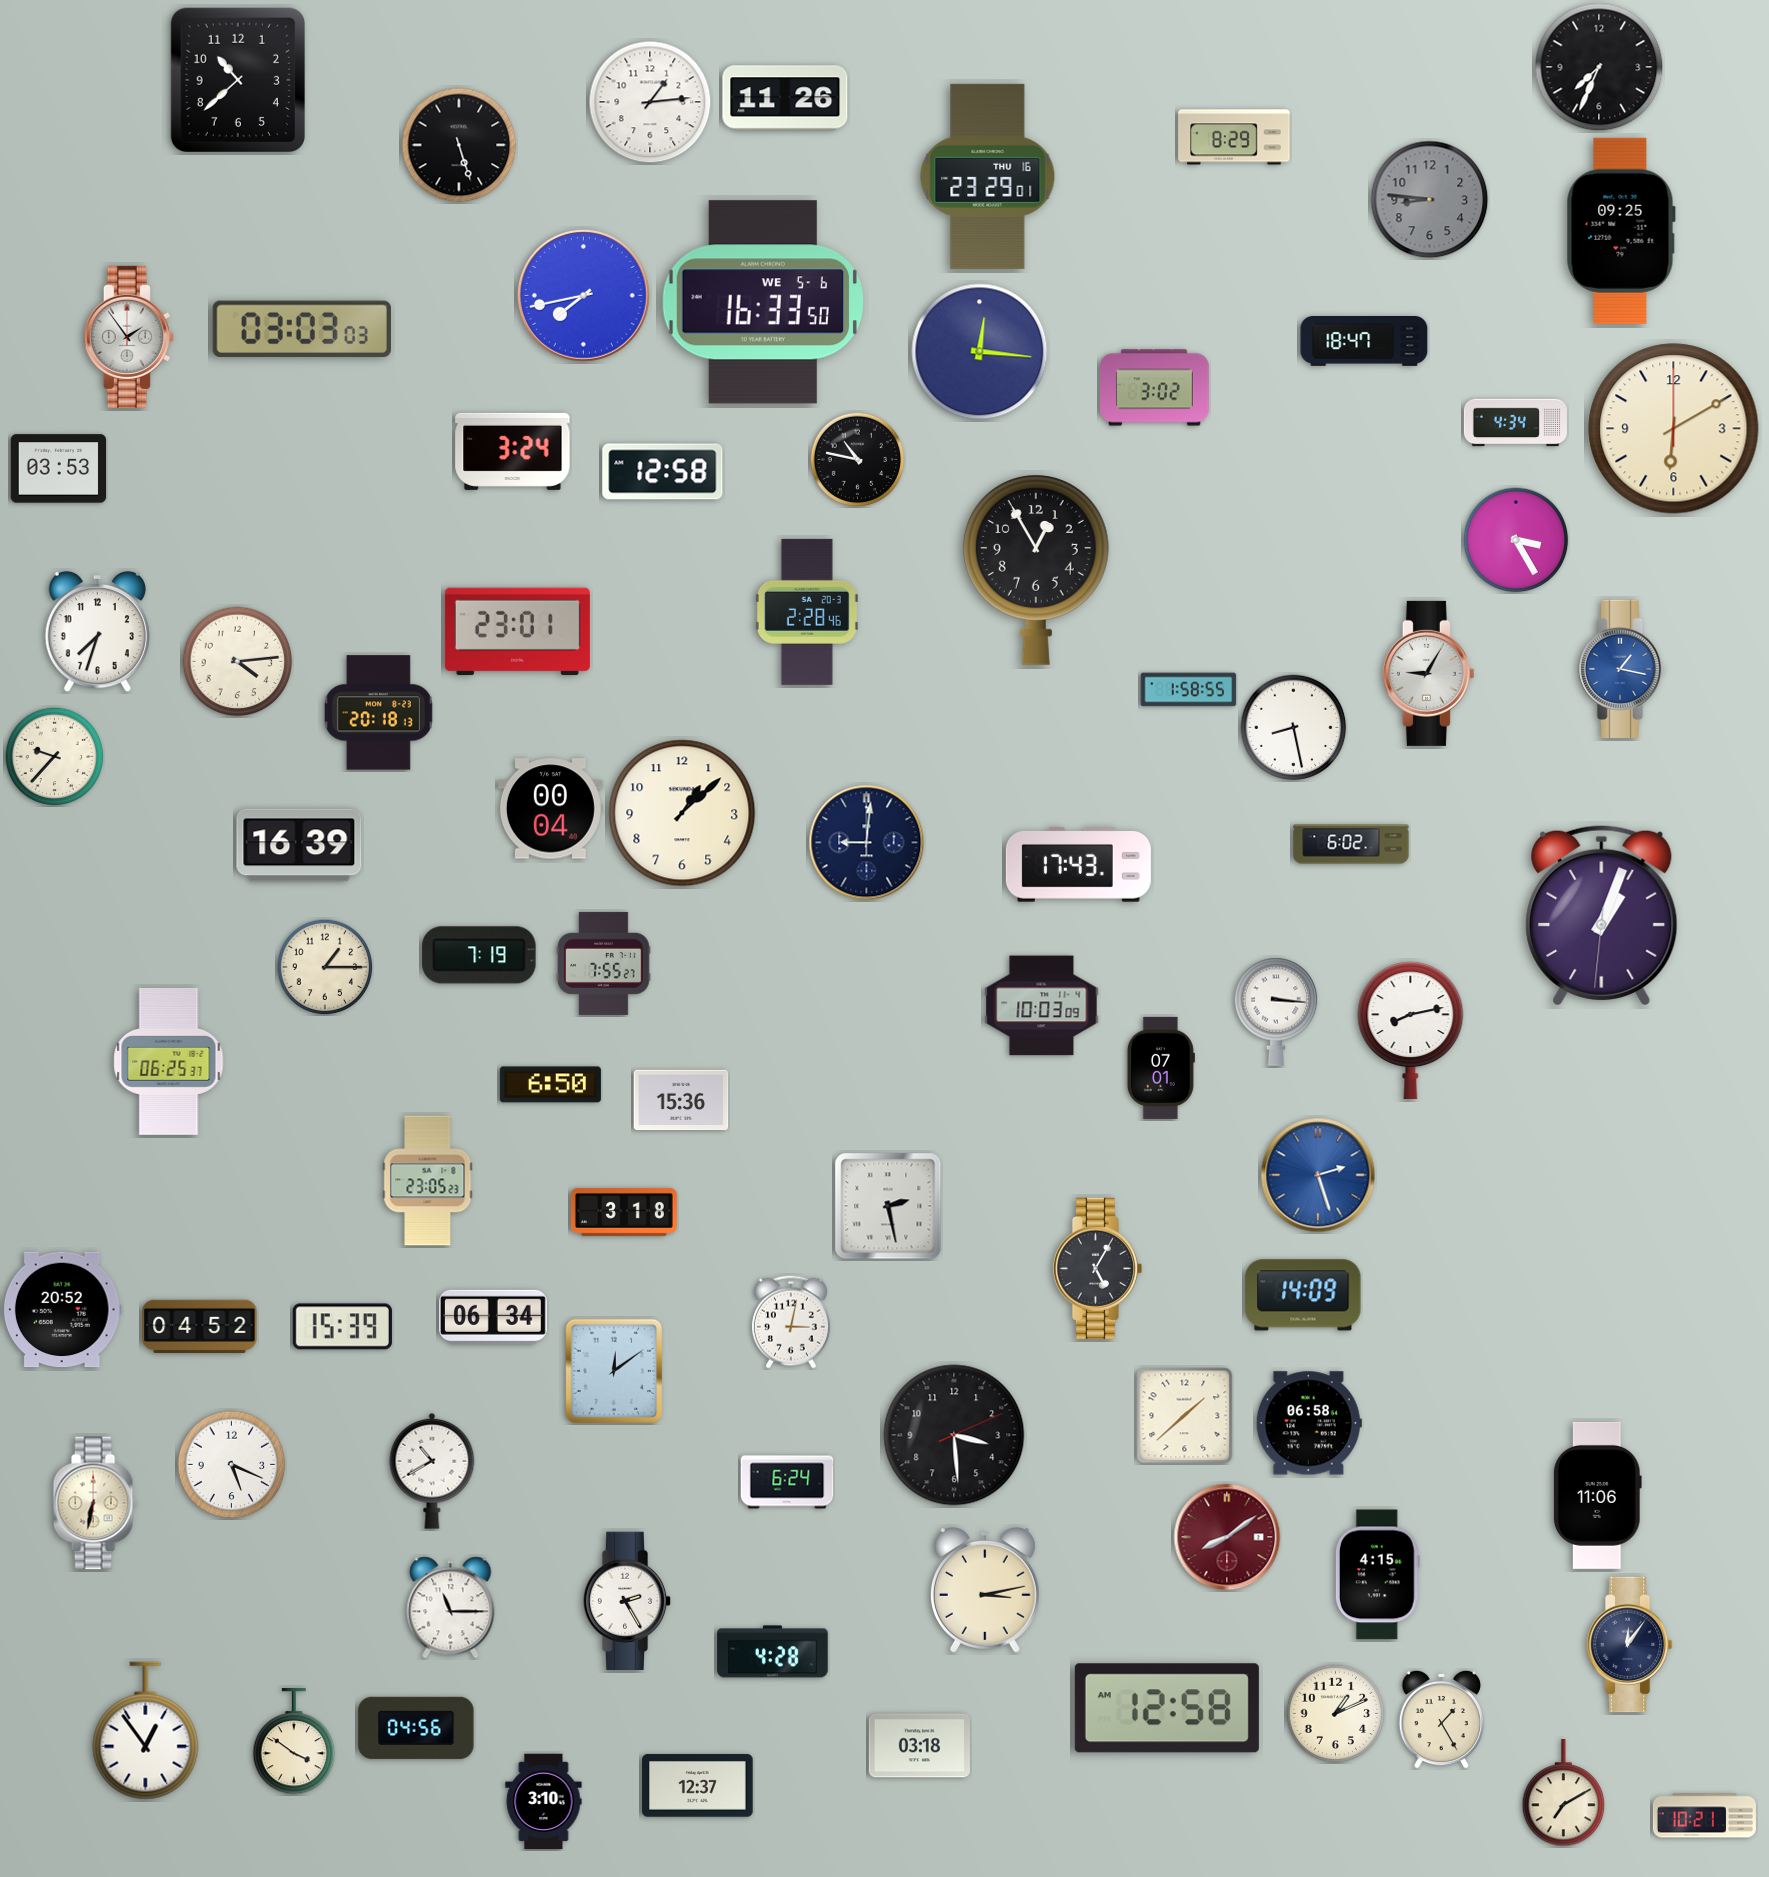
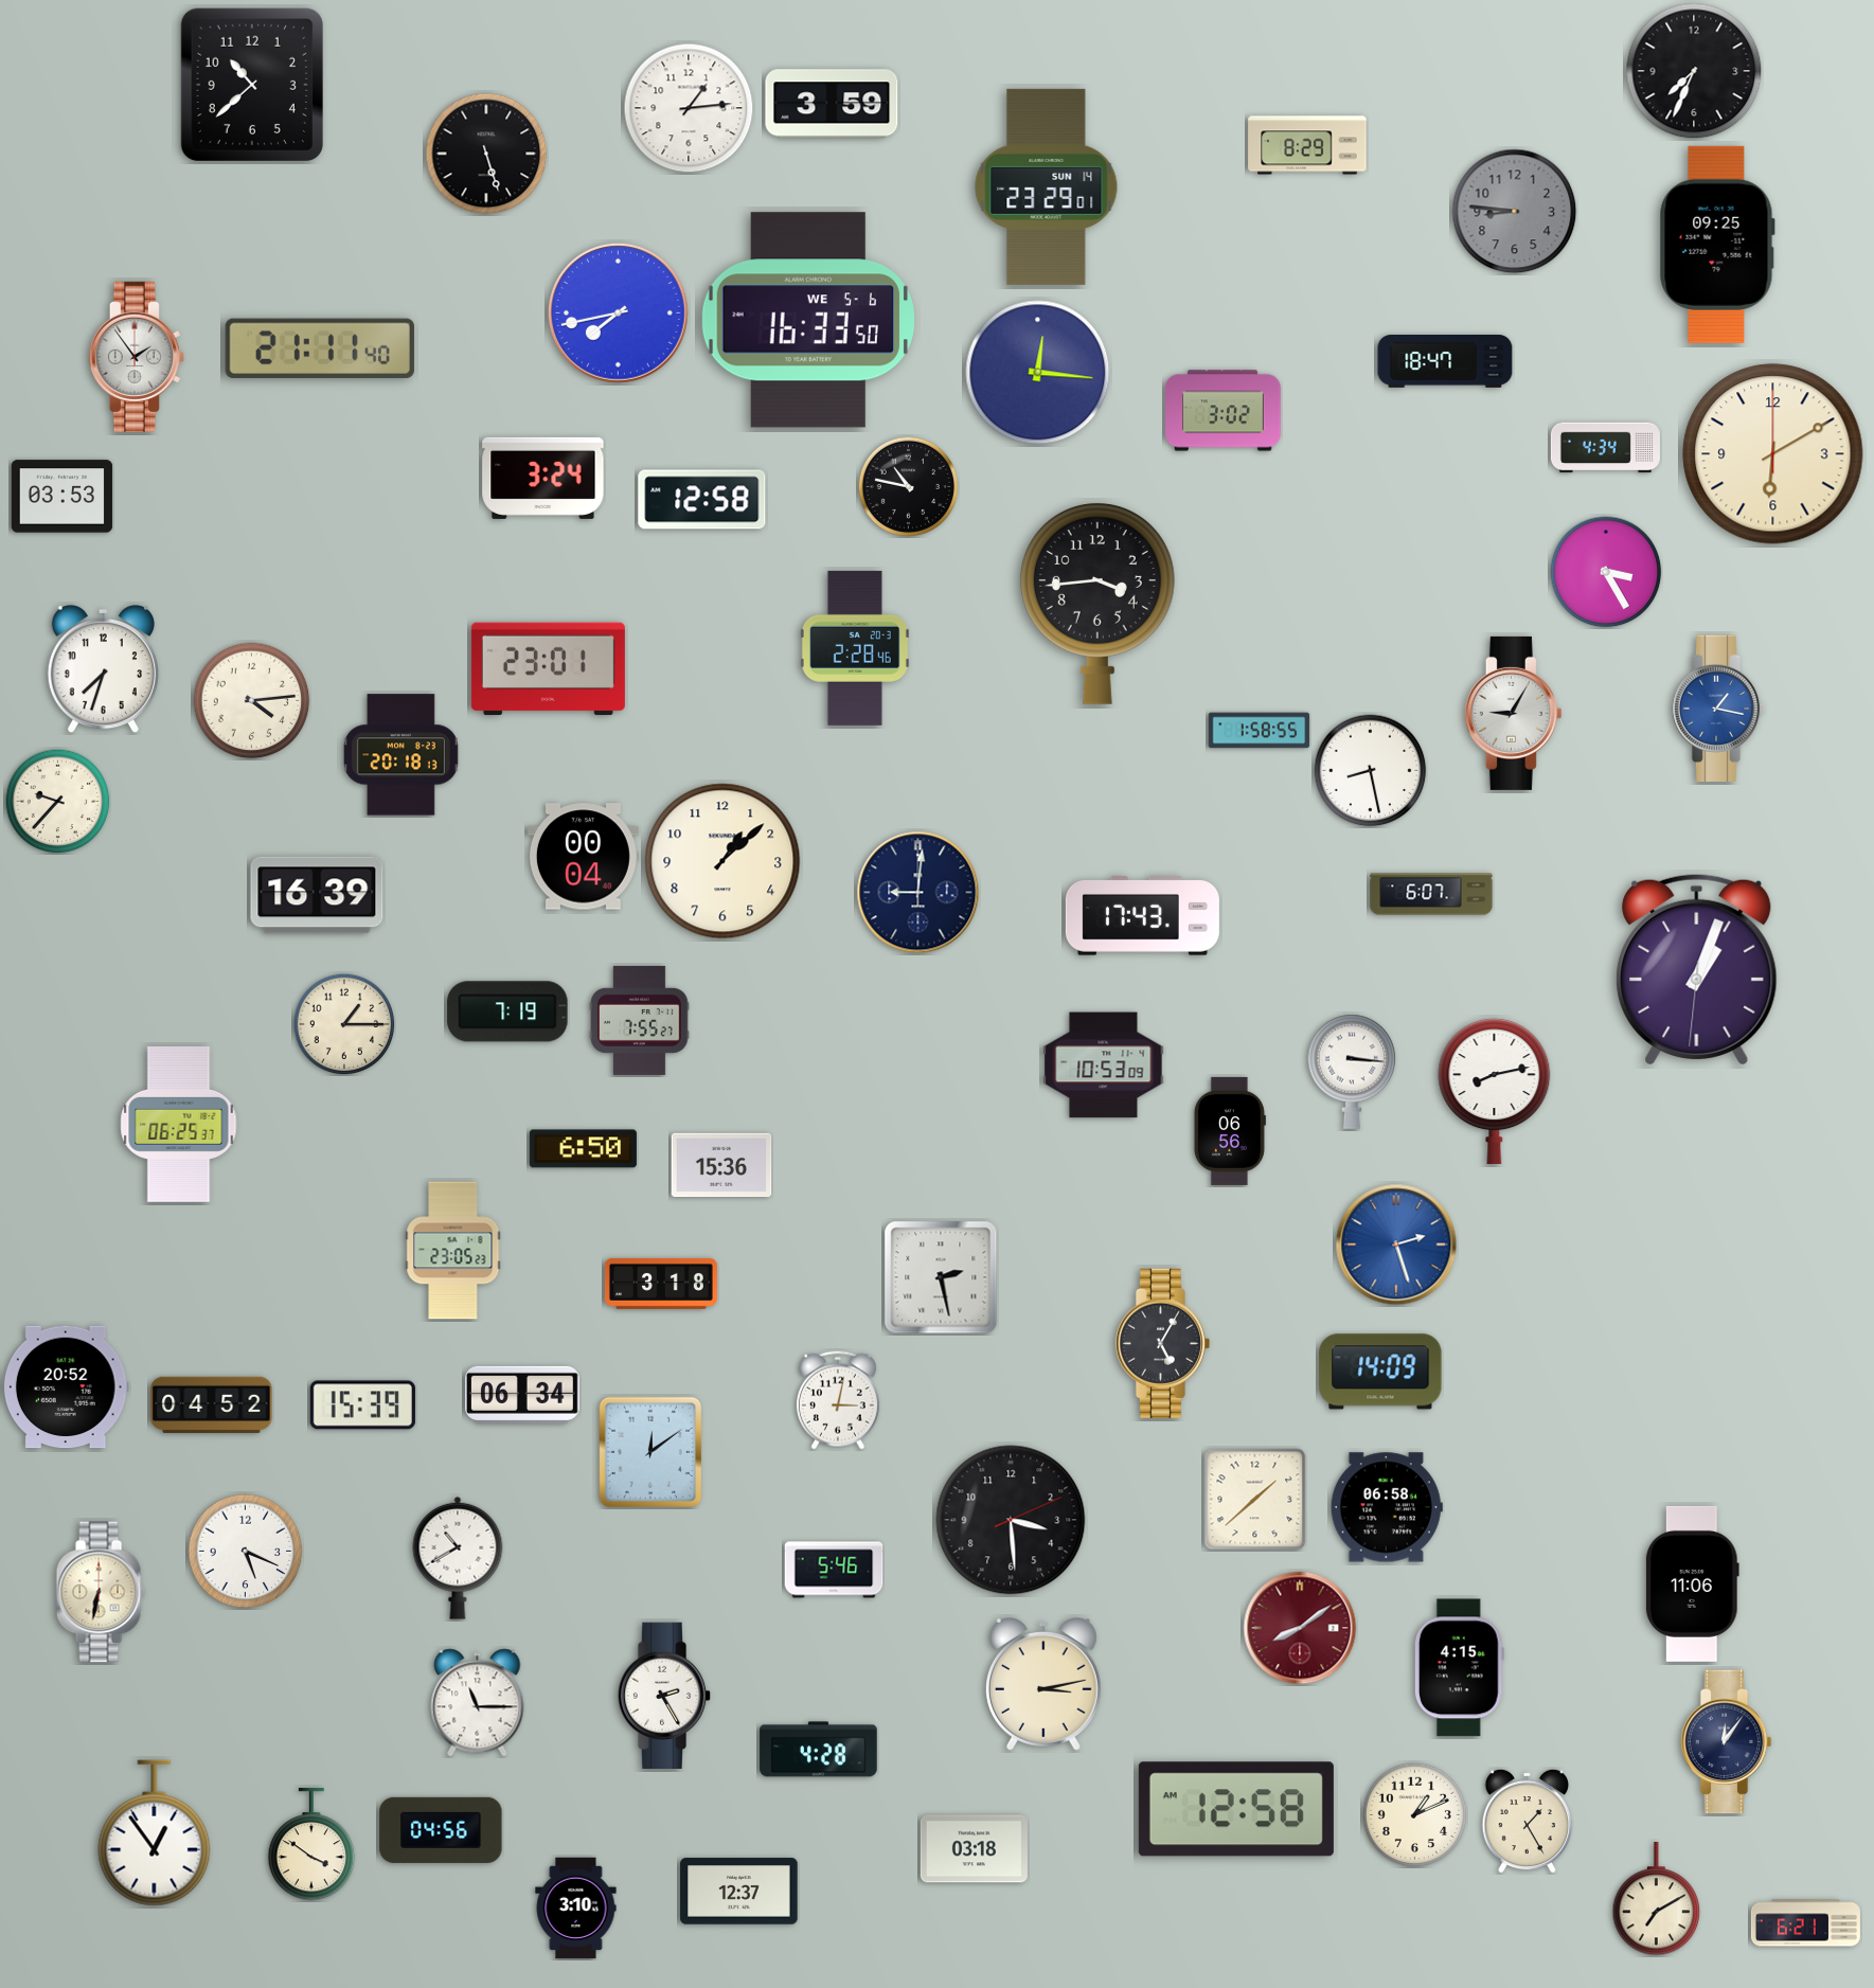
clock at (785, 98): 11:26 -> 3:59
clock at (988, 176) date: THU 16 -> SUN 14
clock at (302, 329): 03:03 -> 21:11
clock at (1036, 570): 12:55 -> 3:44
clock at (1351, 844): 6:02 -> 6:07
clock at (1042, 1006): 10:03 -> 10:53
clock at (1161, 1068): 07:01 -> 06:56
clock at (787, 1482): 6:24 -> 5:46
clock at (1704, 1816): 10:21 -> 6:21
